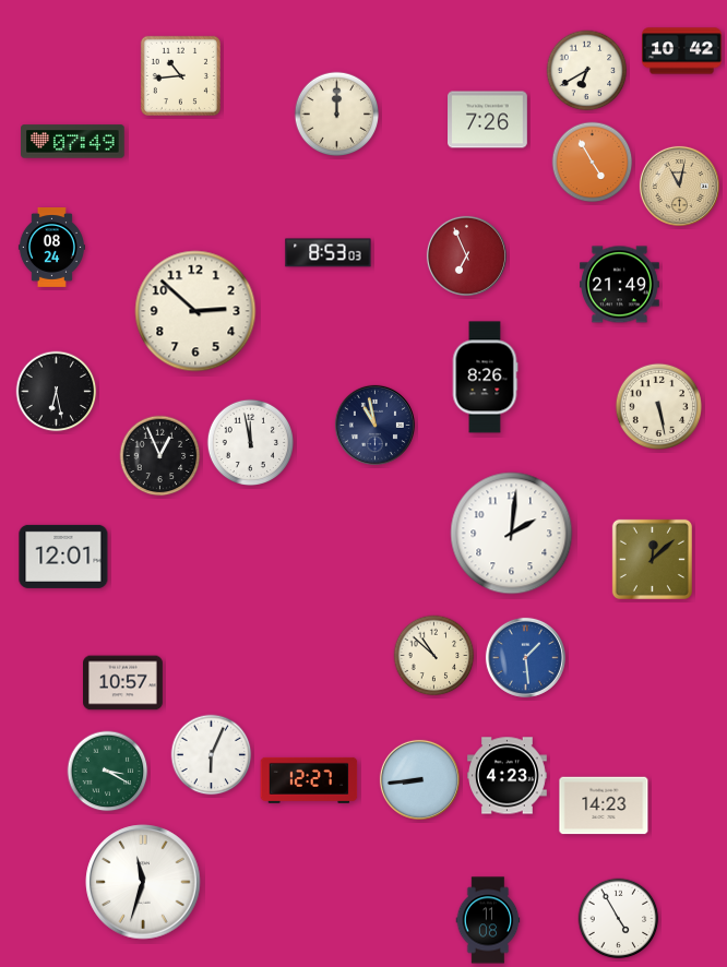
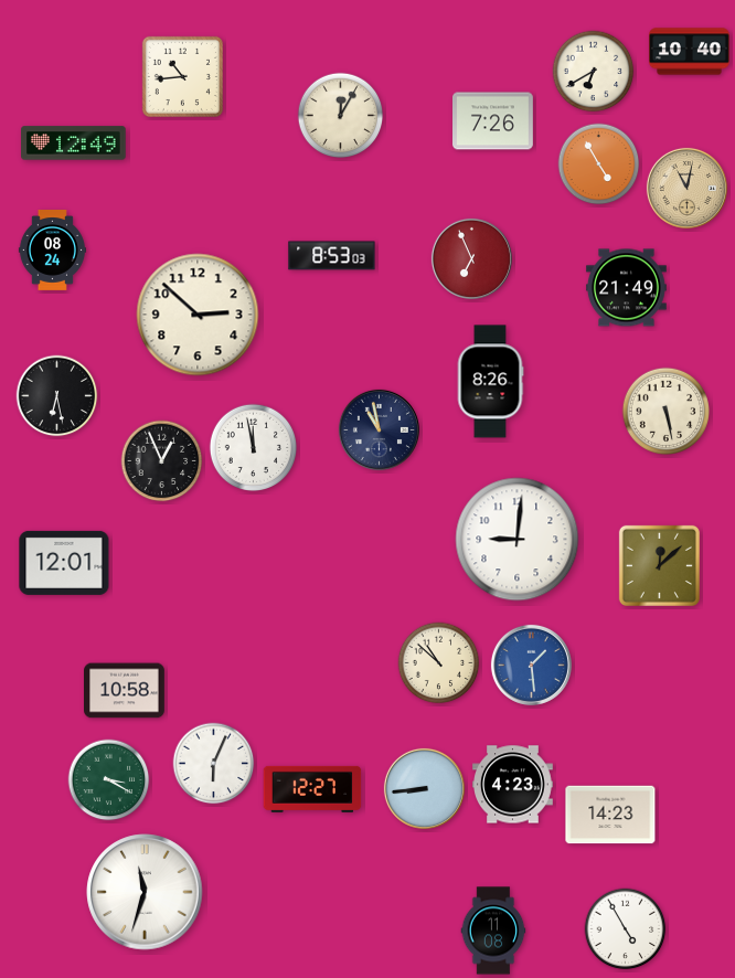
clock at (682, 51): 10:42 -> 10:40
clock at (337, 115): 12:00 -> 12:05
clock at (73, 142): 07:49 -> 12:49
clock at (512, 534): 2:01 -> 9:01
clock at (123, 683): 10:57 -> 10:58
